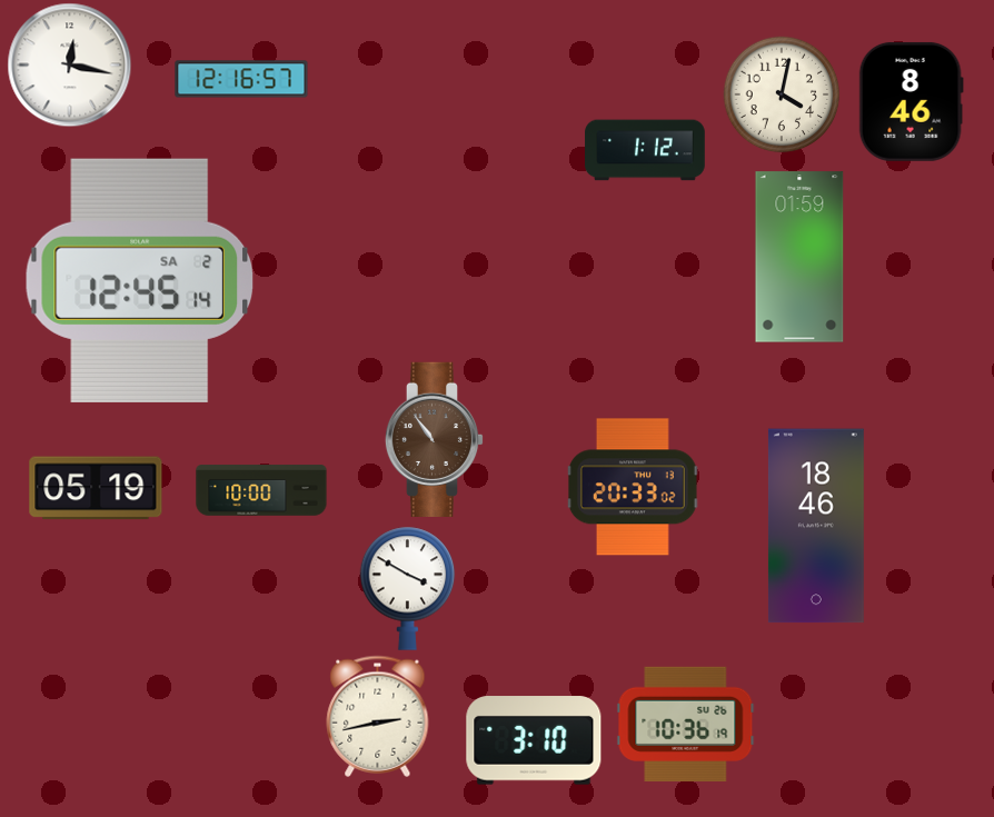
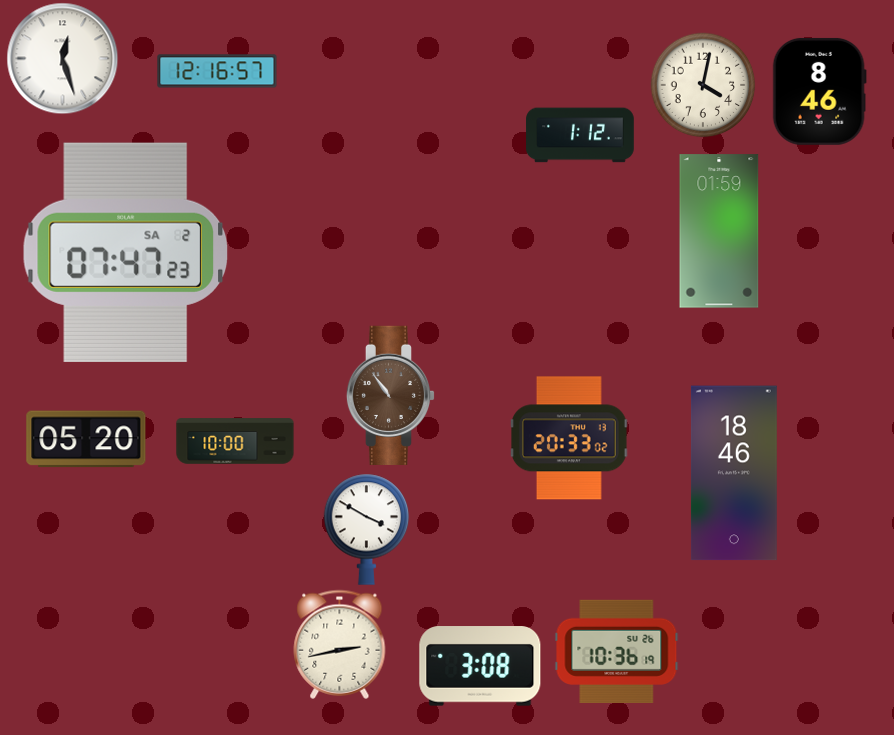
clock at (70, 66): 12:17 -> 12:27
clock at (139, 280): 12:45 -> 07:47
clock at (96, 488): 05:19 -> 05:20
clock at (534, 740): 3:10 -> 3:08
